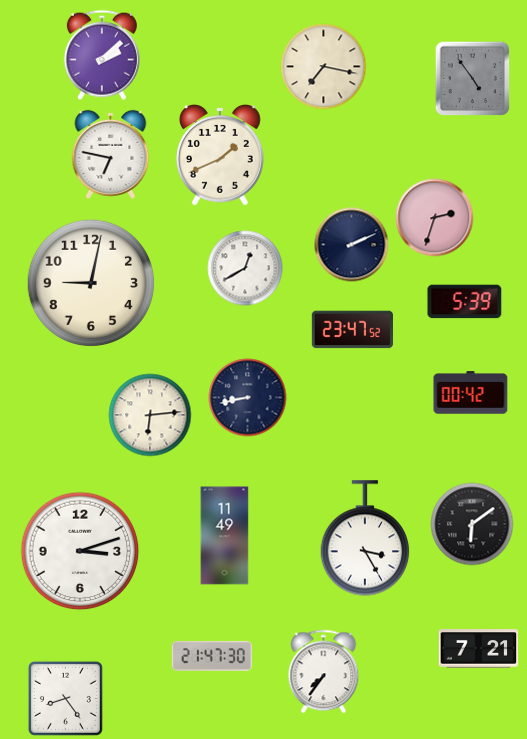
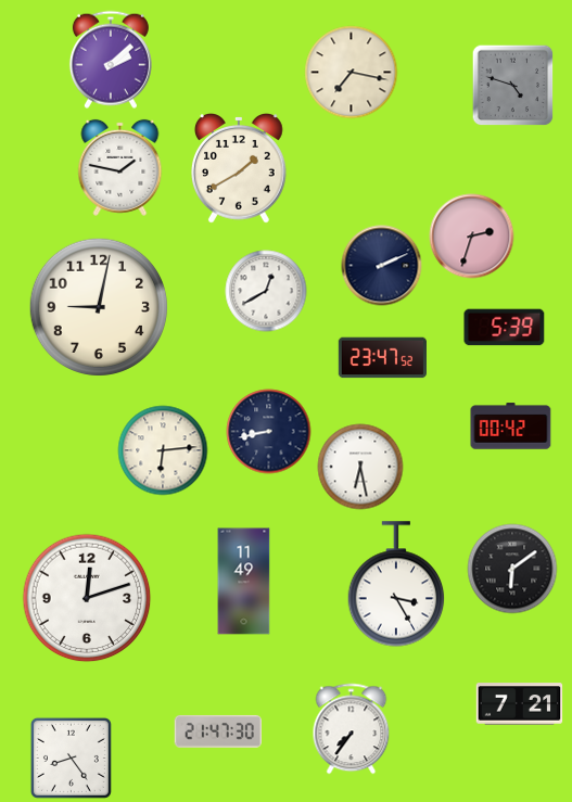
clock at (473, 79): 4:54 -> 4:48
clock at (111, 154): 6:47 -> 1:47
clock at (221, 156): 1:41 -> 1:40
clock at (360, 467): none -> 6:28
clock at (80, 551): 3:12 -> 12:12
clock at (212, 656) position: (212, 656) -> (218, 731)
